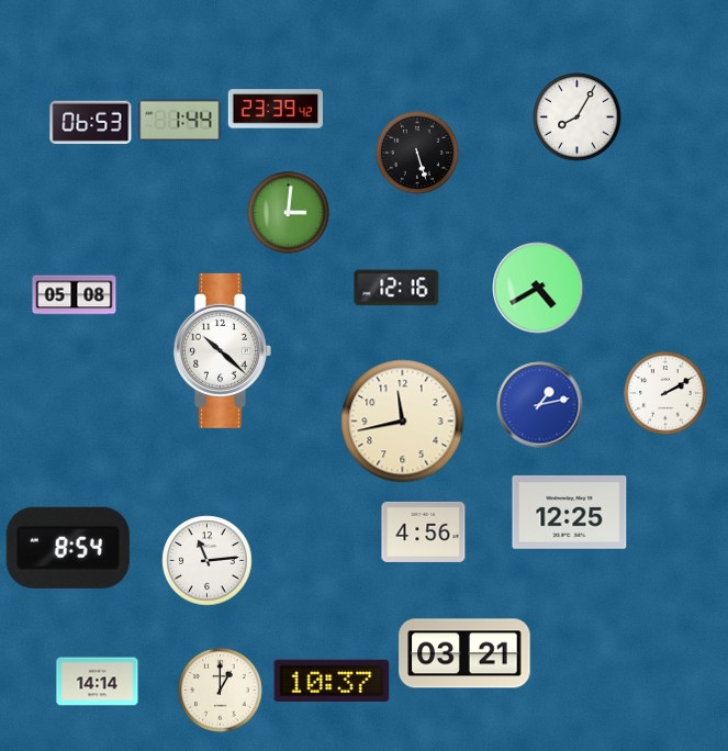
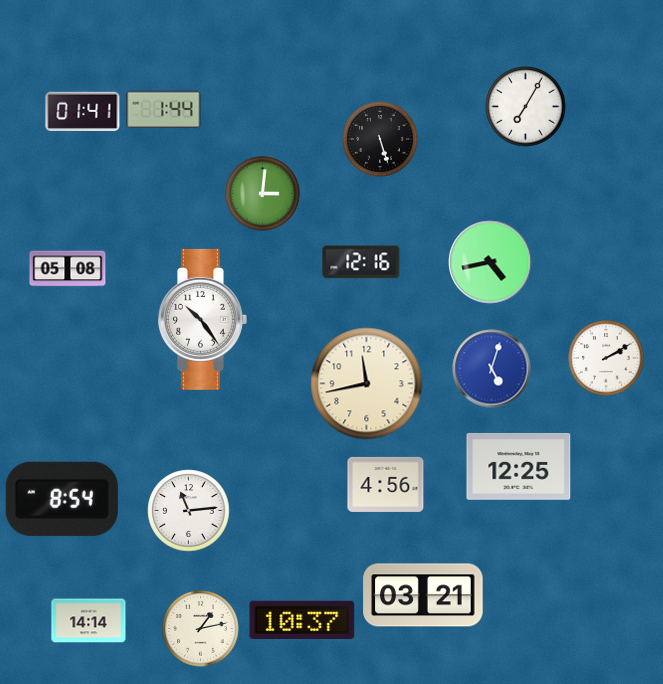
clock at (275, 109): 23:39 -> none
clock at (578, 117): 8:05 -> 7:05
clock at (91, 122): 06:53 -> 01:41
clock at (538, 288): 4:40 -> 4:43
clock at (222, 350): 10:22 -> 10:24
clock at (540, 405): 1:13 -> 5:03
clock at (221, 691): 1:00 -> 1:13
